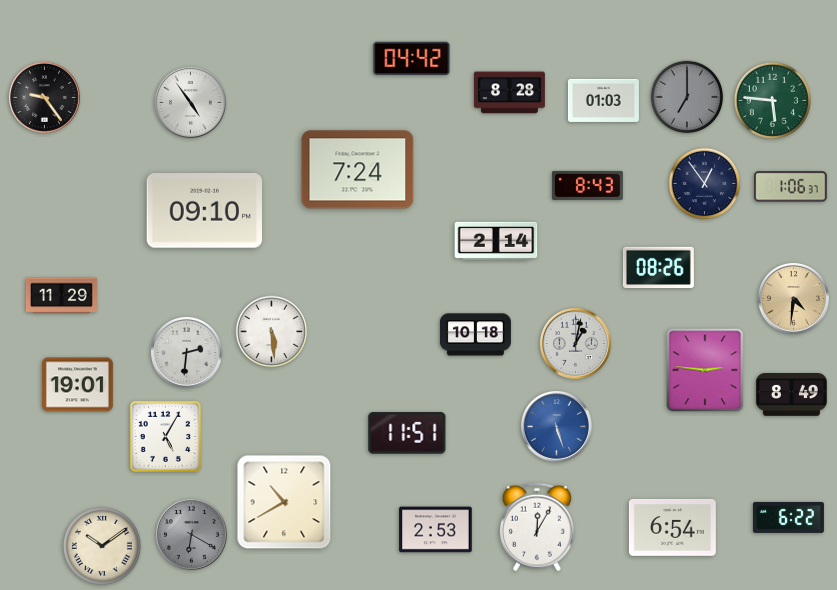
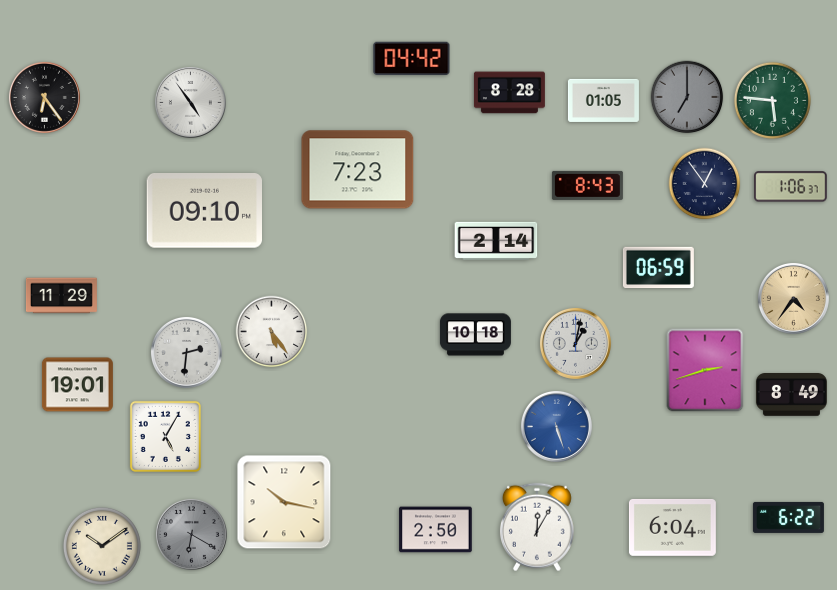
clock at (44, 97): 9:24 -> 6:24
clock at (603, 100): 01:03 -> 01:05
clock at (358, 170): 7:24 -> 7:23
clock at (658, 268): 08:26 -> 06:59
clock at (793, 298): 4:31 -> 4:36
clock at (272, 332): 5:29 -> 5:24
clock at (705, 370): 2:46 -> 2:42
clock at (407, 433): 11:51 -> none
clock at (284, 502): 10:40 -> 10:17
clock at (672, 527): 6:54 -> 6:04
clock at (436, 530): 2:53 -> 2:50
